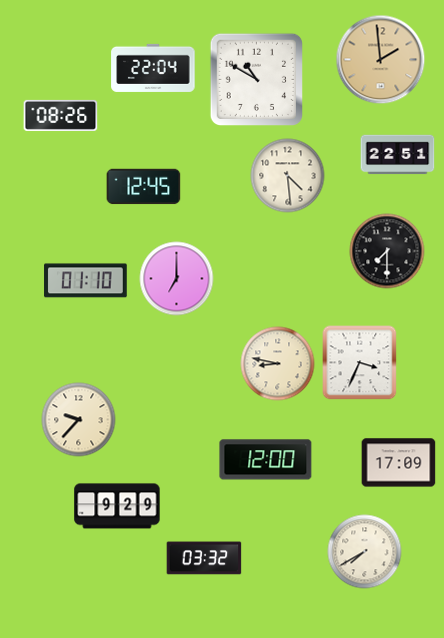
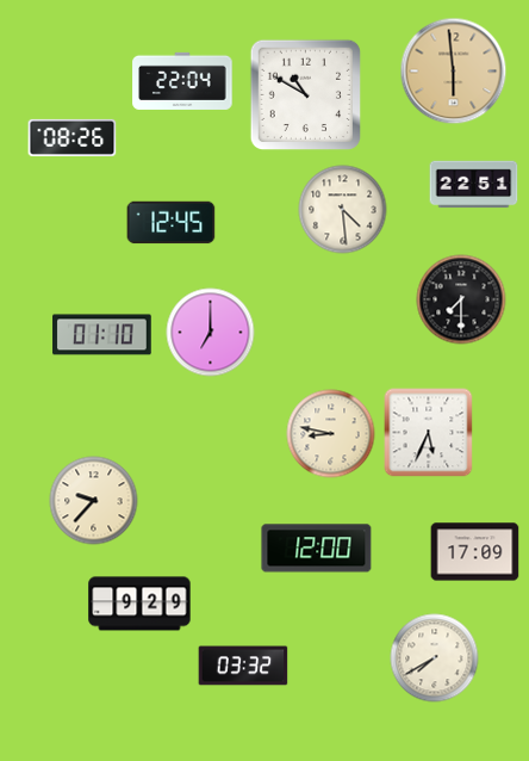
clock at (381, 60): 1:59 -> 5:59
clock at (360, 363): 3:34 -> 5:34
